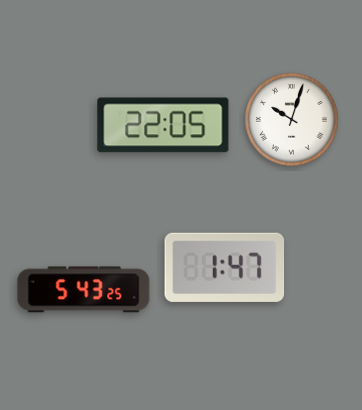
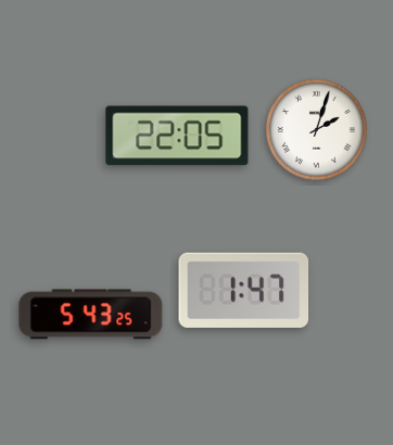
clock at (292, 120): 10:03 -> 2:03
